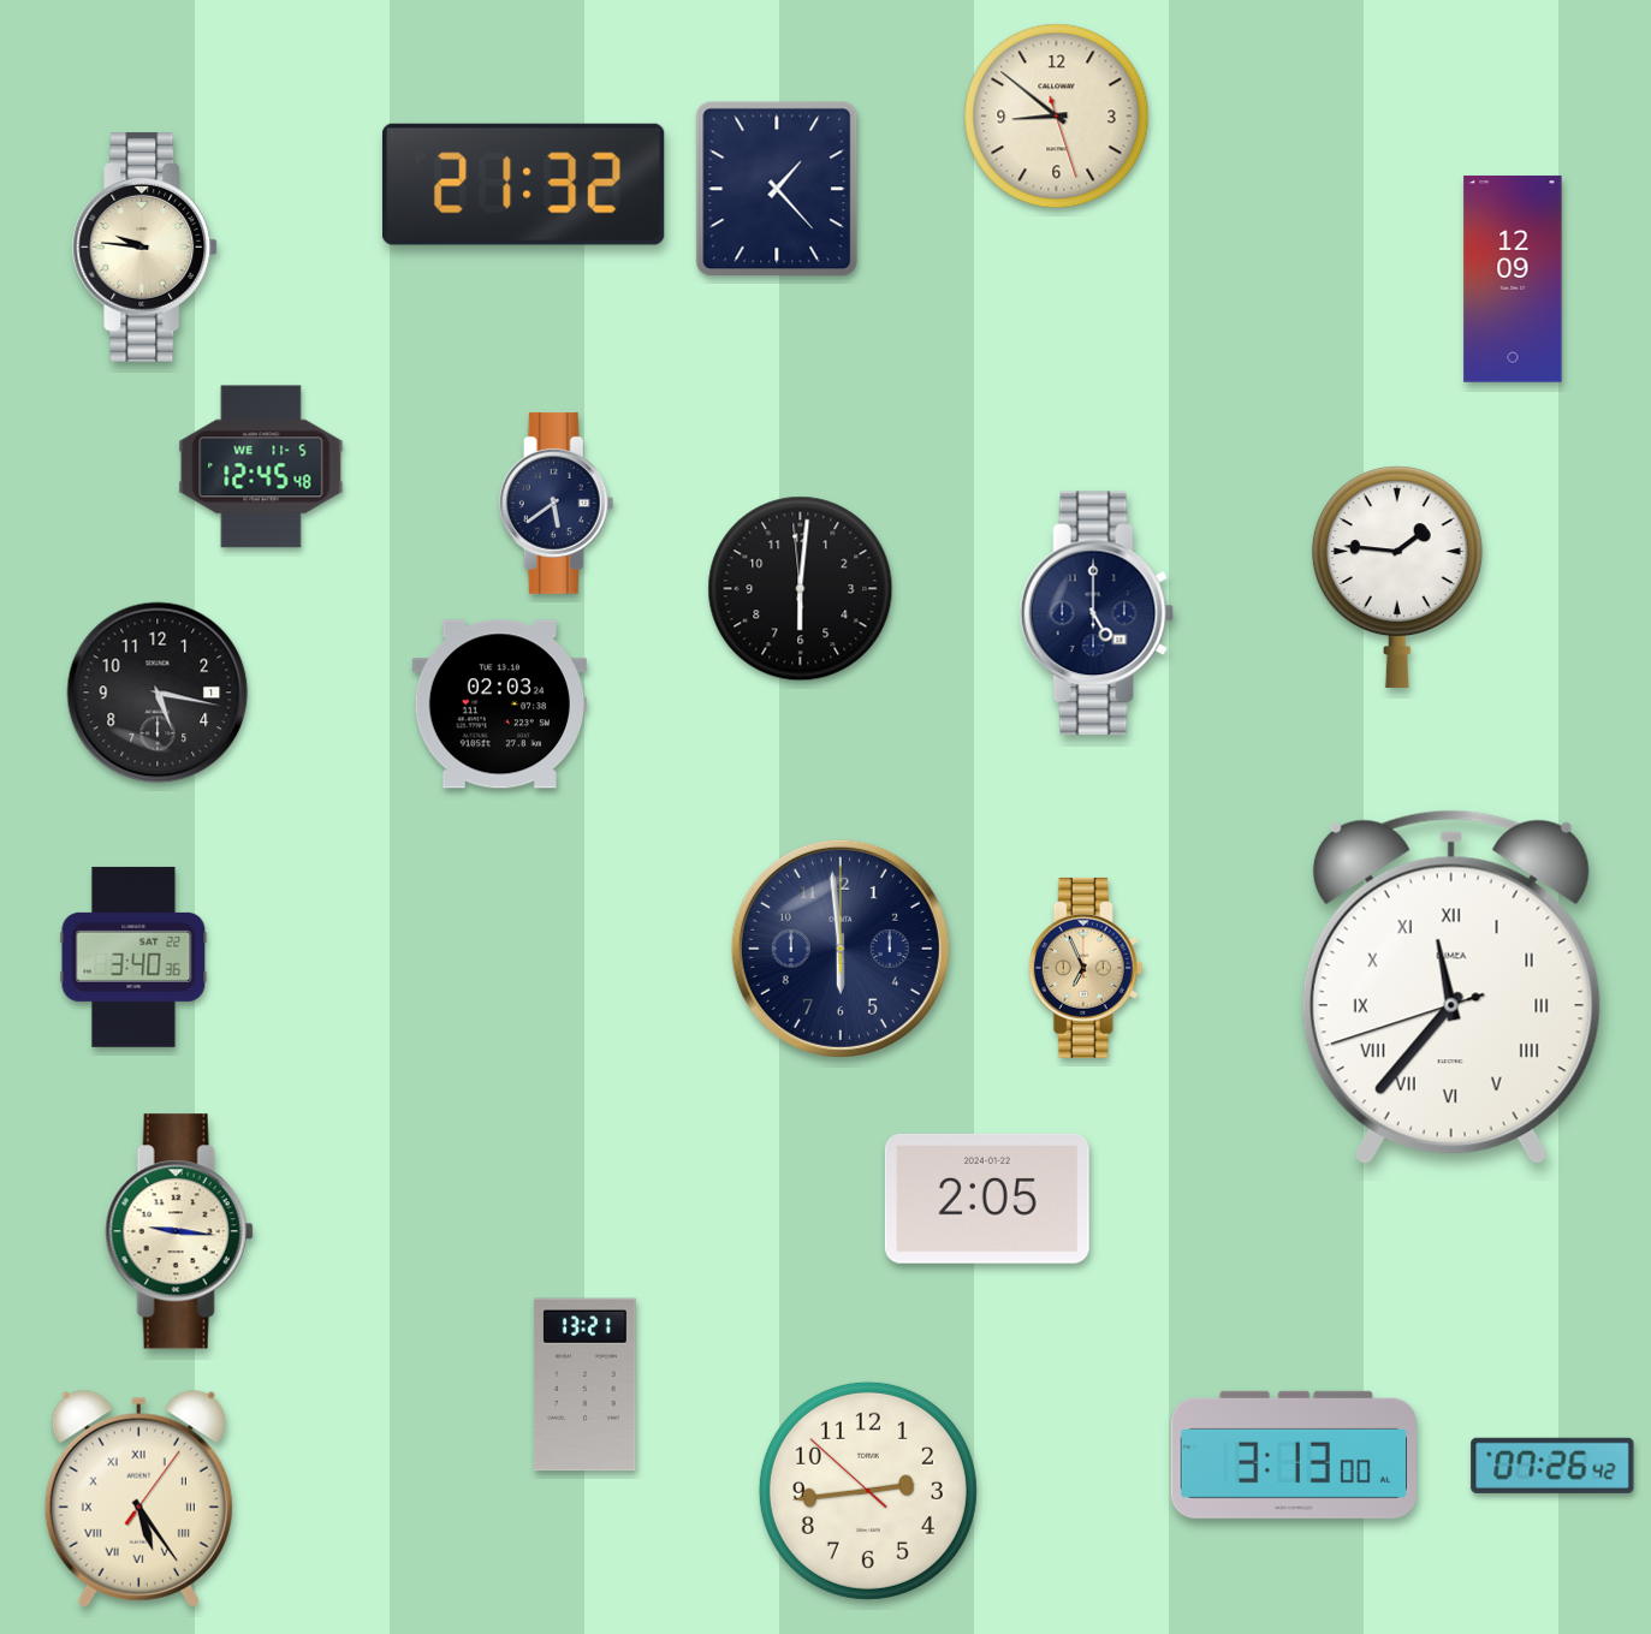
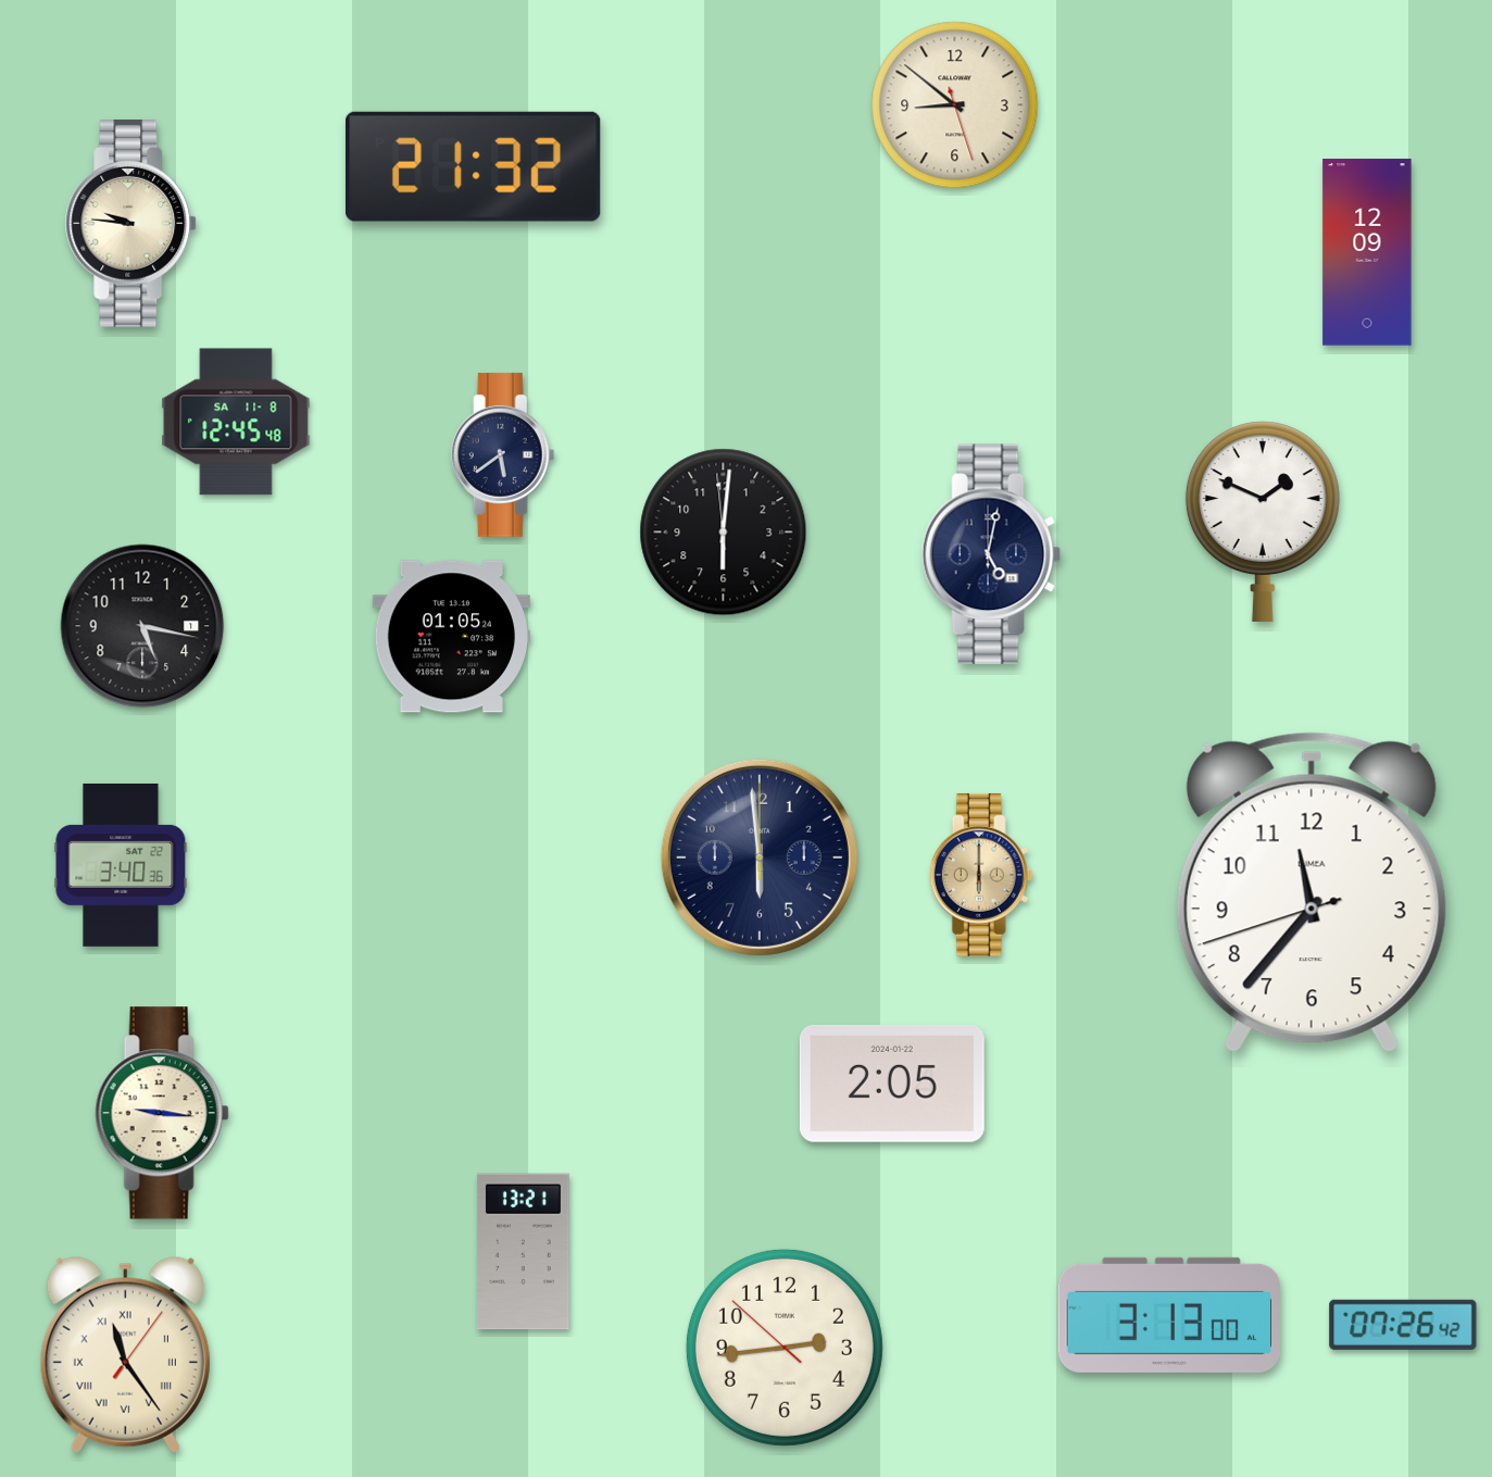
clock at (777, 189): 1:23 -> none
clock at (261, 467) date: WE 11-5 -> SA 11-8
clock at (1397, 577): 1:46 -> 1:49
clock at (1097, 613): 5:00 -> 5:02
clock at (499, 705): 02:03 -> 01:05
clock at (1086, 968): 6:56 -> 6:00
clock at (1451, 987) numerals: Roman -> Arabic
clock at (586, 1385) position: (586, 1385) -> (524, 1252)
clock at (138, 1498): 5:24 -> 11:24
